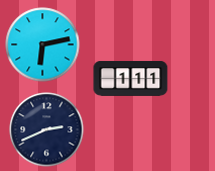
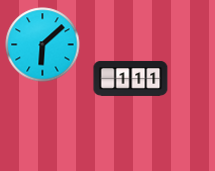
clock at (43, 45): 6:13 -> 6:08
clock at (47, 130): 2:41 -> none
